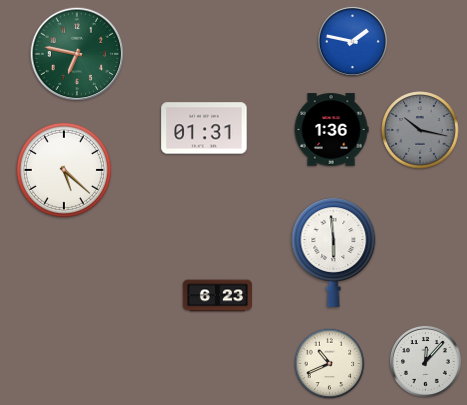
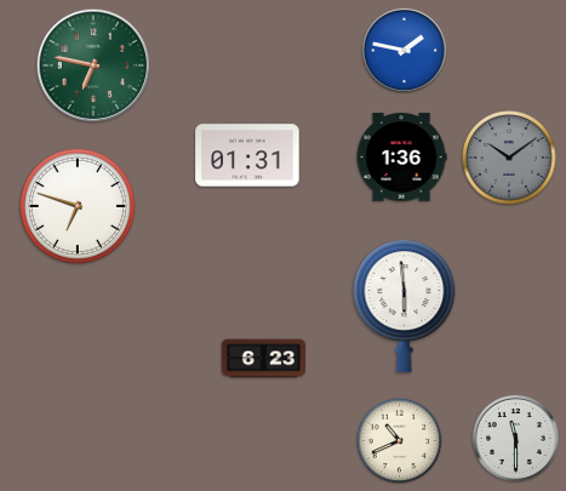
clock at (352, 41) position: (352, 41) -> (404, 50)
clock at (420, 130): 10:17 -> 10:09
clock at (64, 170): 5:22 -> 6:48
clock at (425, 362): 12:07 -> 11:30
